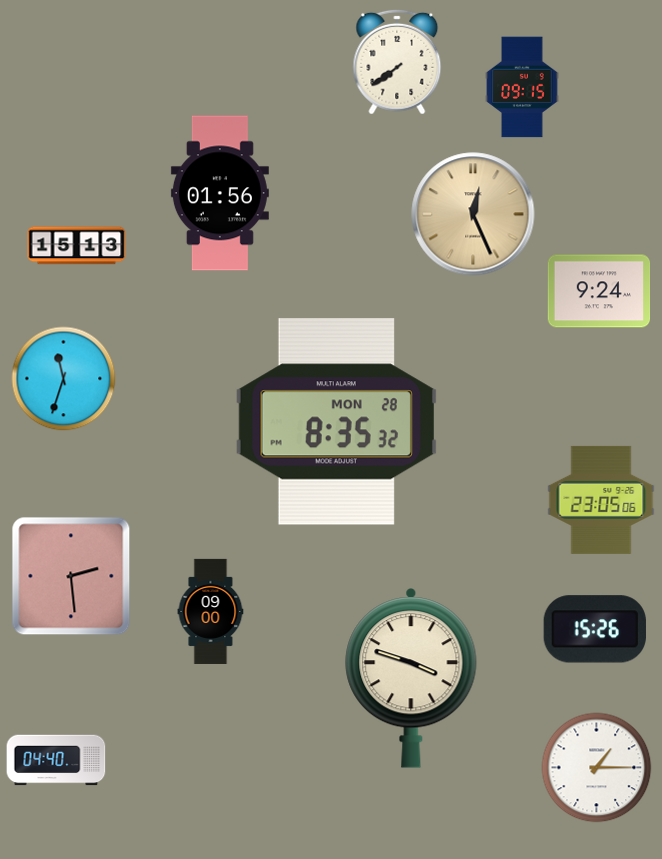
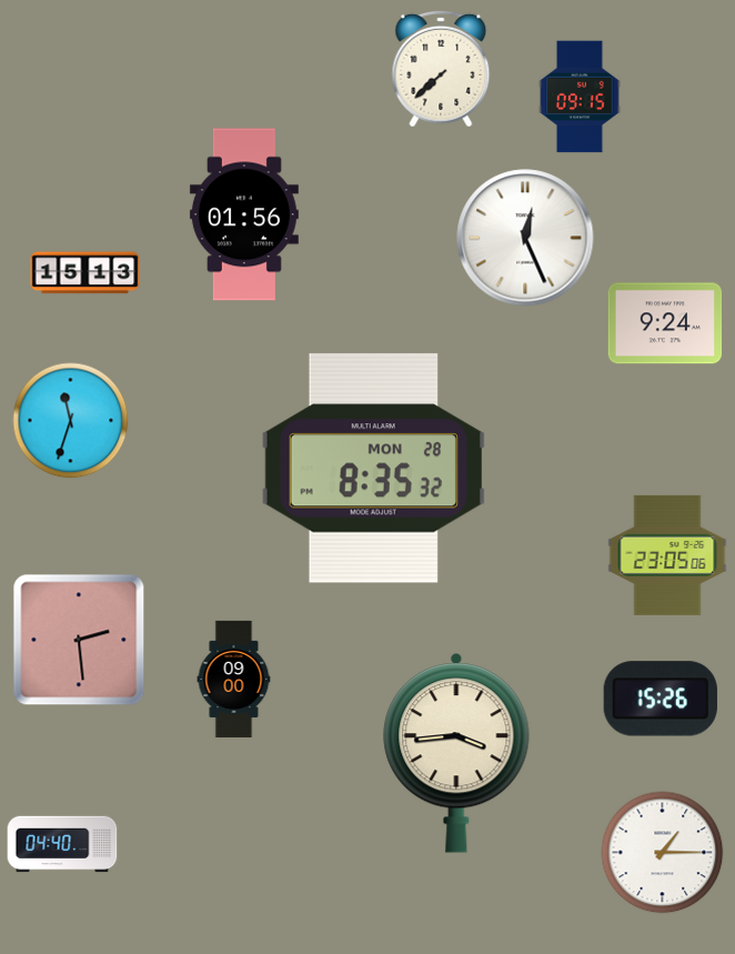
clock at (397, 62): 7:39 -> 7:38
clock at (473, 214) dial: champagne -> white
clock at (411, 678): 3:48 -> 3:44
